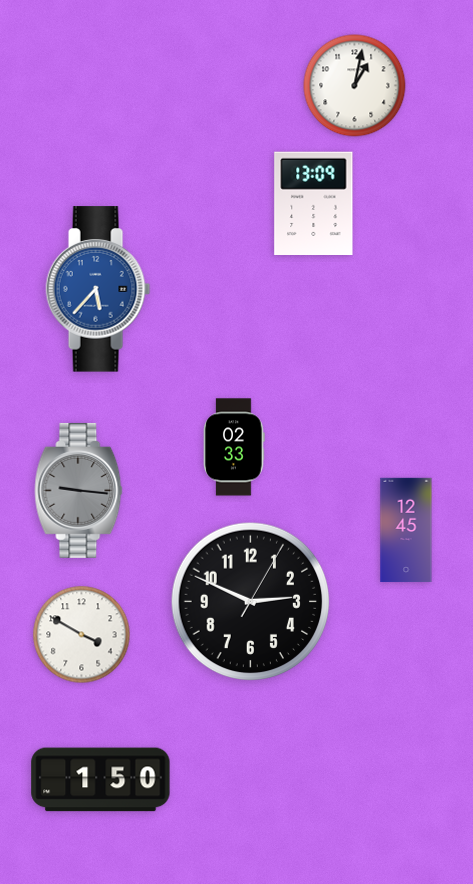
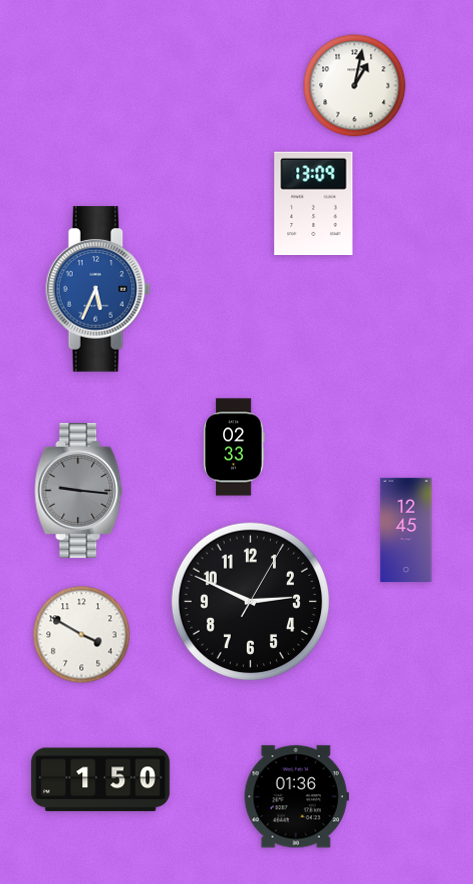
clock at (98, 289): 5:37 -> 5:34
clock at (296, 797): none -> 01:36
